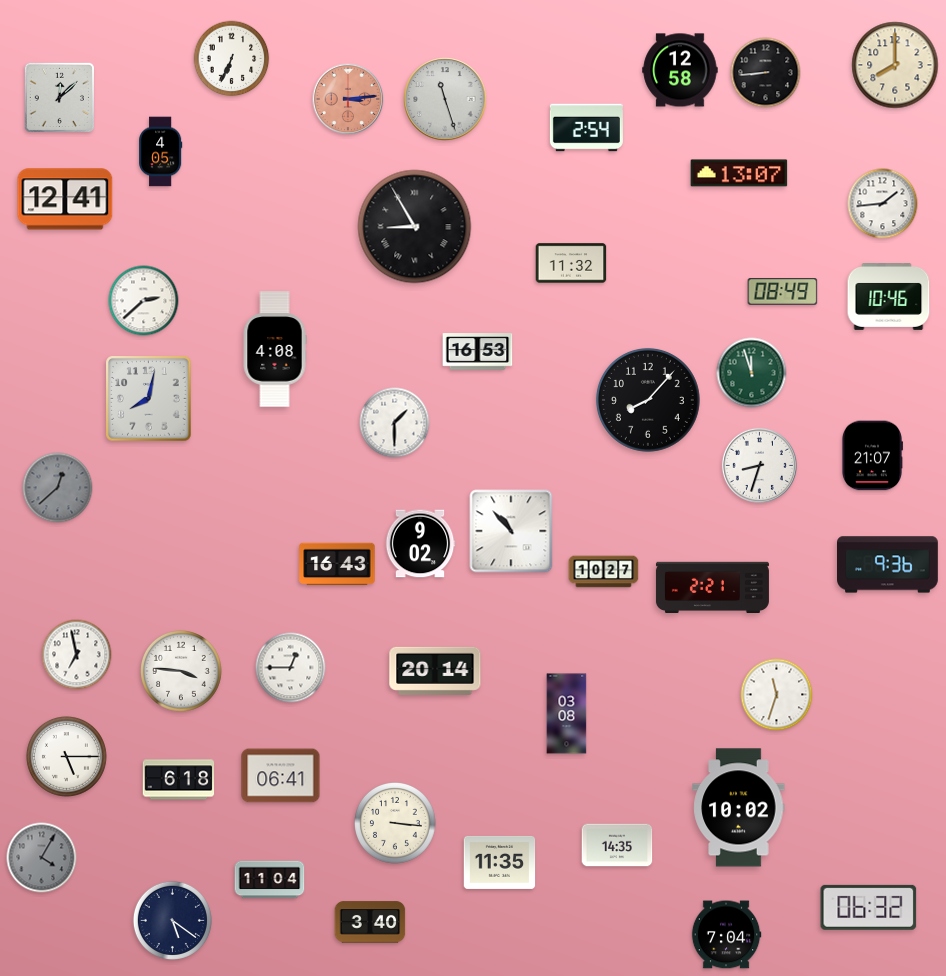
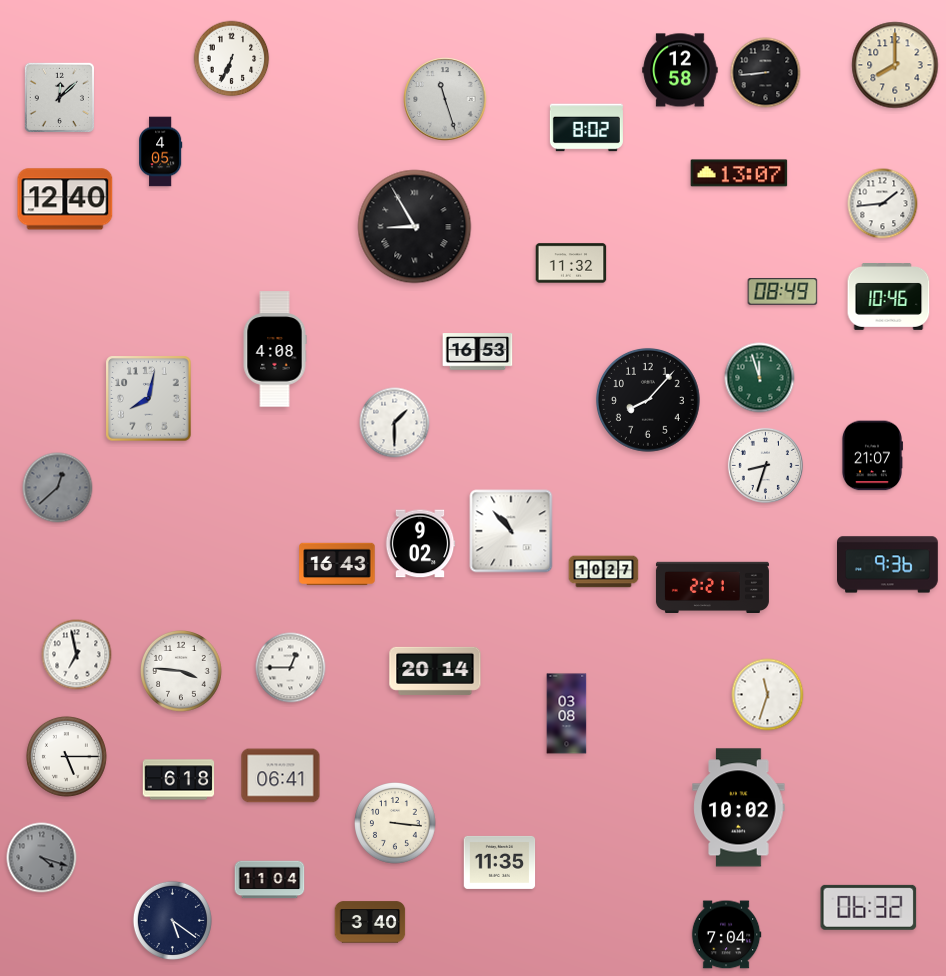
clock at (348, 99): 3:14 -> none
clock at (586, 128): 2:54 -> 8:02
clock at (65, 199): 12:41 -> 12:40
clock at (144, 301): 2:38 -> none
clock at (752, 373) position: (752, 373) -> (760, 378)
clock at (759, 465) position: (759, 465) -> (765, 465)
clock at (777, 695) position: (777, 695) -> (768, 695)
clock at (617, 845): 14:35 -> none
clock at (42, 858): 4:05 -> 4:18
